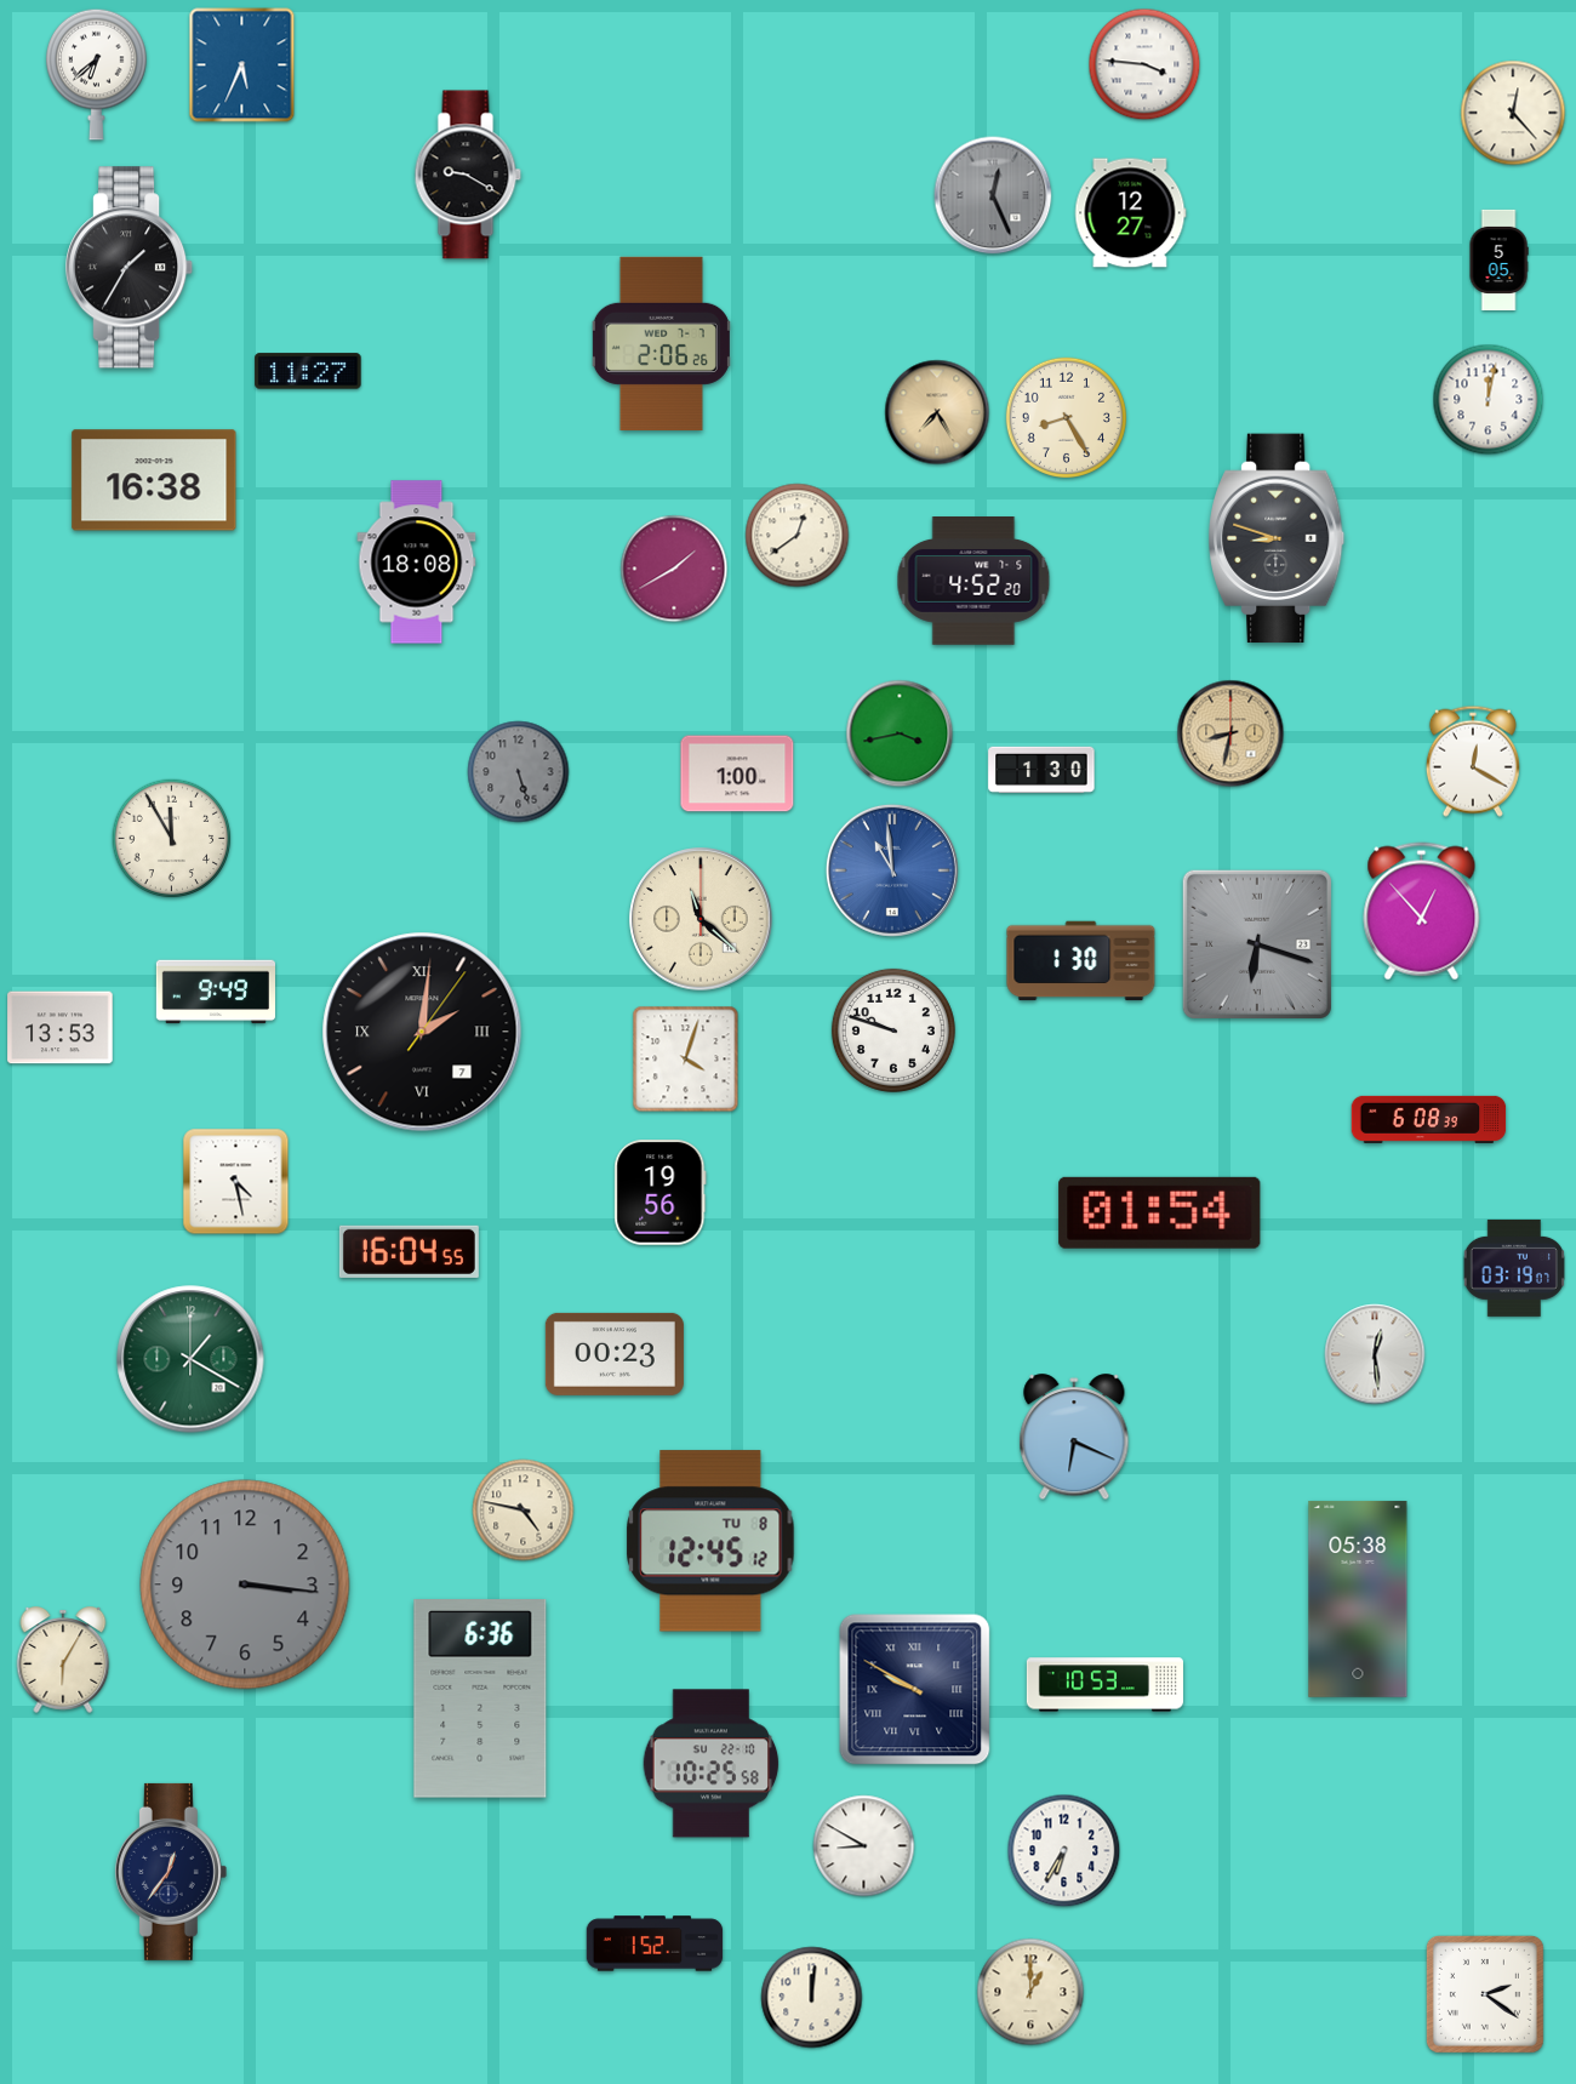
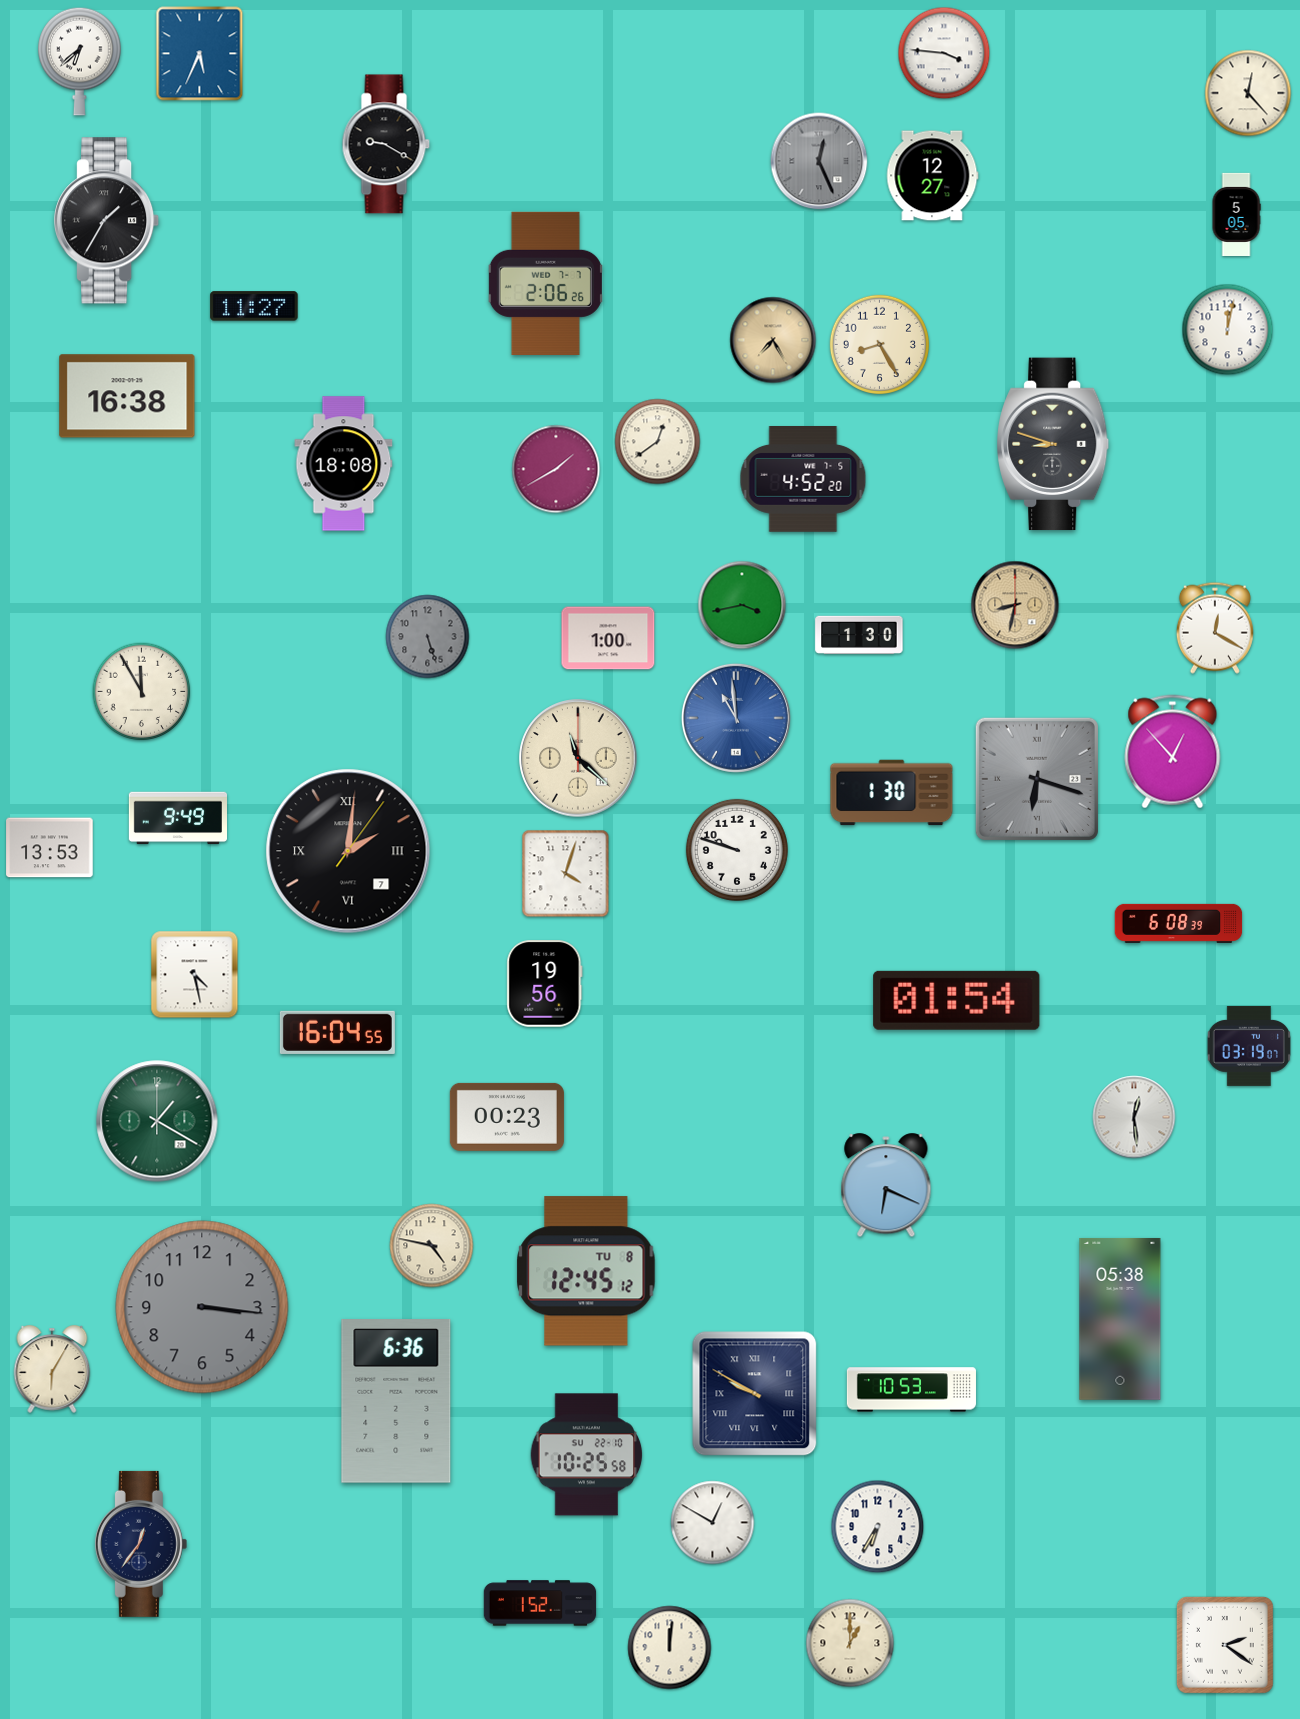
clock at (864, 1846): 8:50 -> 12:50
